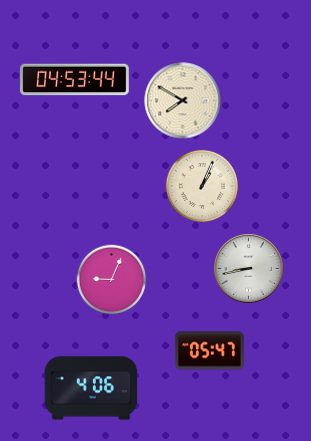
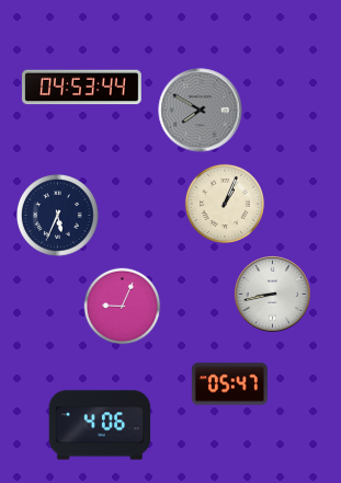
clock at (183, 101) dial: cream -> grey
clock at (202, 186) position: (202, 186) -> (225, 204)
clock at (58, 216): none -> 5:34
